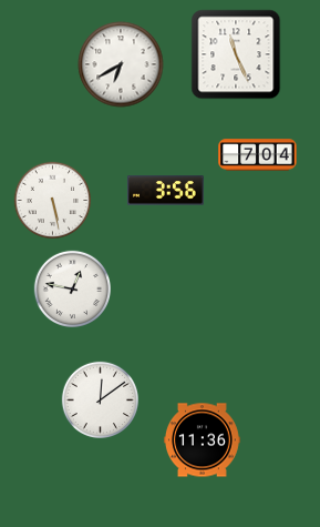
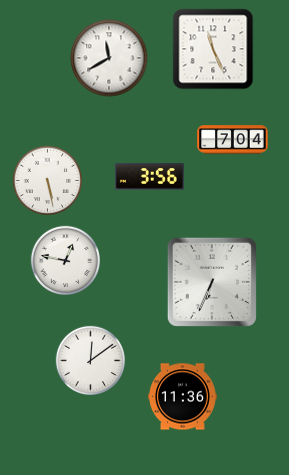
clock at (121, 64): 6:40 -> 11:40
clock at (165, 191) position: (165, 191) -> (149, 177)
clock at (212, 282): none -> 6:34
